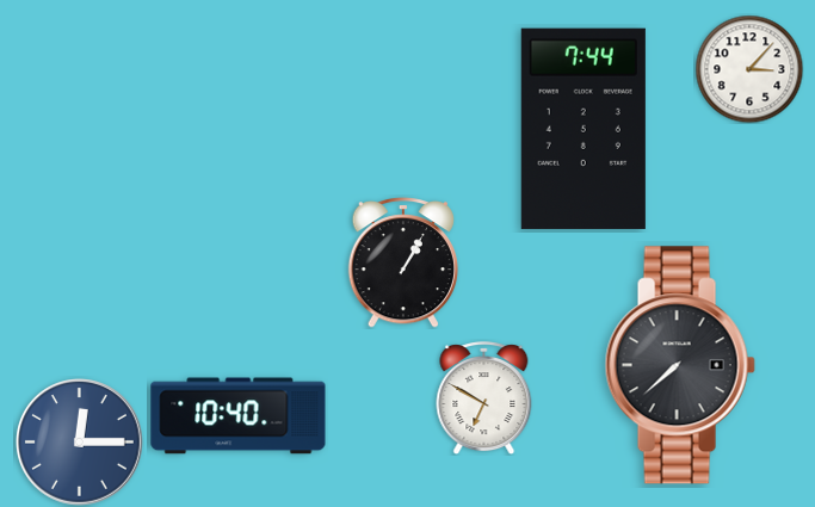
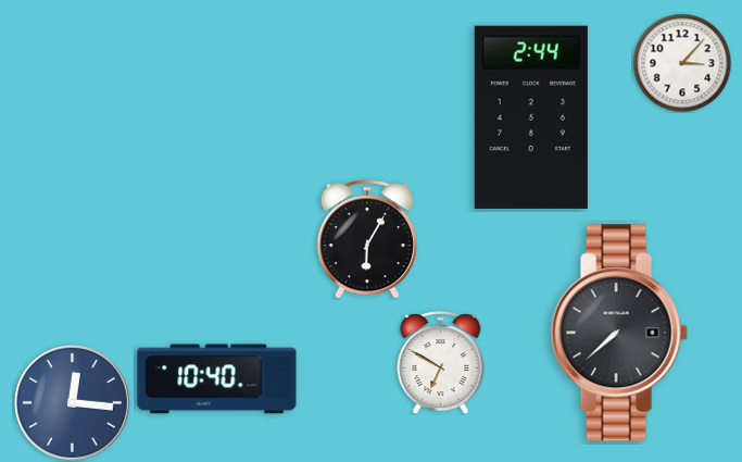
clock at (584, 129): 7:44 -> 2:44
clock at (402, 264): 1:05 -> 6:05
clock at (80, 443): 12:15 -> 12:16
